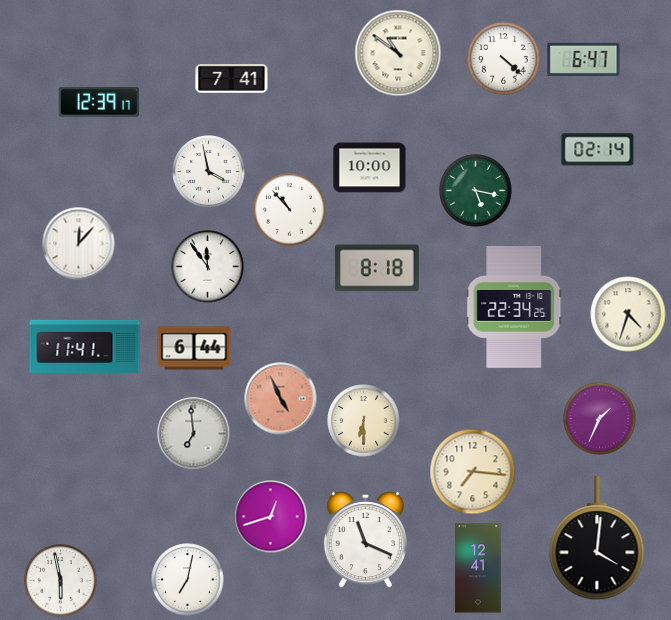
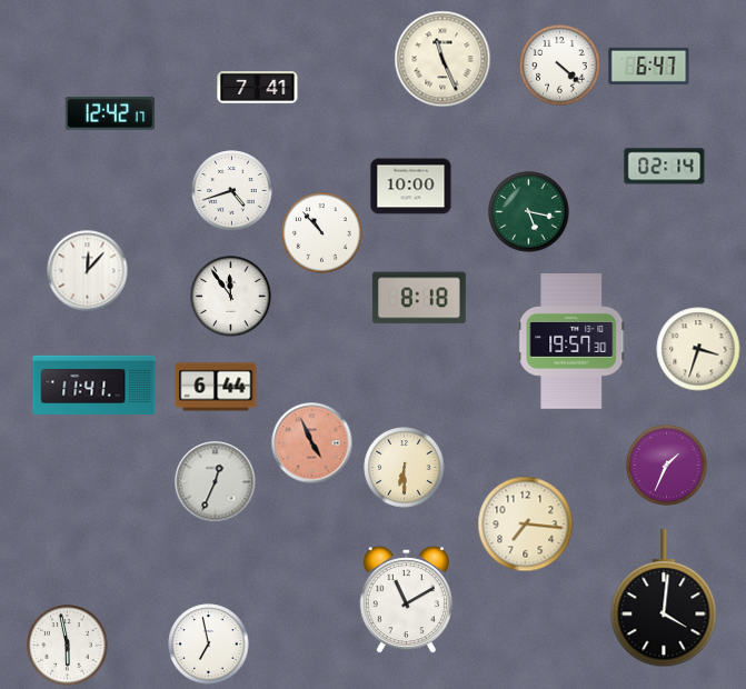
clock at (398, 53): 10:51 -> 11:26
clock at (98, 103): 12:39 -> 12:42
clock at (209, 172): 3:58 -> 4:42
clock at (514, 307): 22:34 -> 19:57
clock at (628, 314): 4:33 -> 3:33
clock at (194, 434): 6:59 -> 12:34
clock at (271, 517): 12:42 -> none
clock at (365, 540): 11:19 -> 11:10
clock at (478, 568): 12:41 -> none
clock at (188, 580): 7:02 -> 6:58
